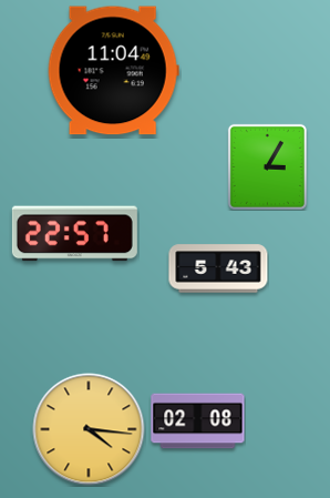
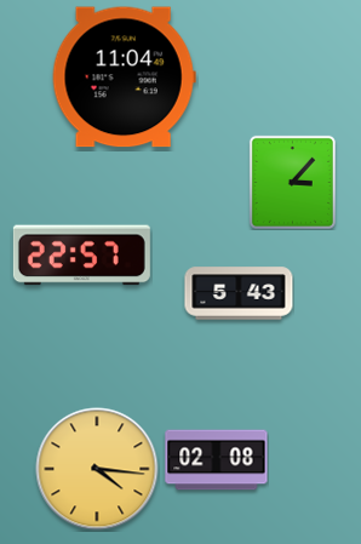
clock at (267, 166): 3:05 -> 3:07
